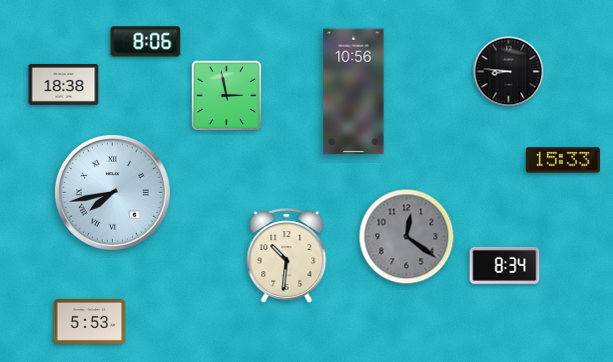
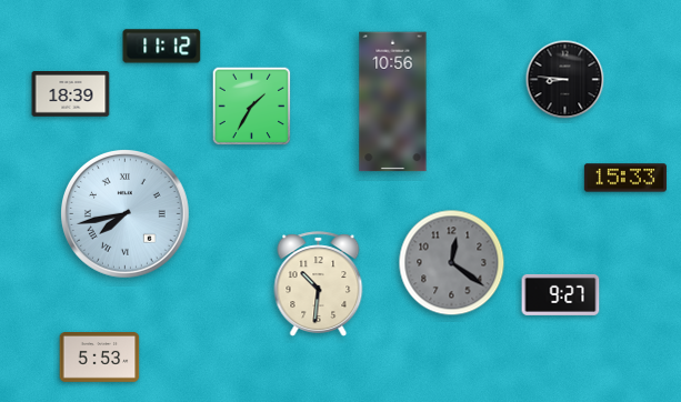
clock at (146, 42): 8:06 -> 11:12
clock at (64, 85): 18:38 -> 18:39
clock at (227, 96): 2:58 -> 1:35
clock at (505, 265): 8:34 -> 9:27
